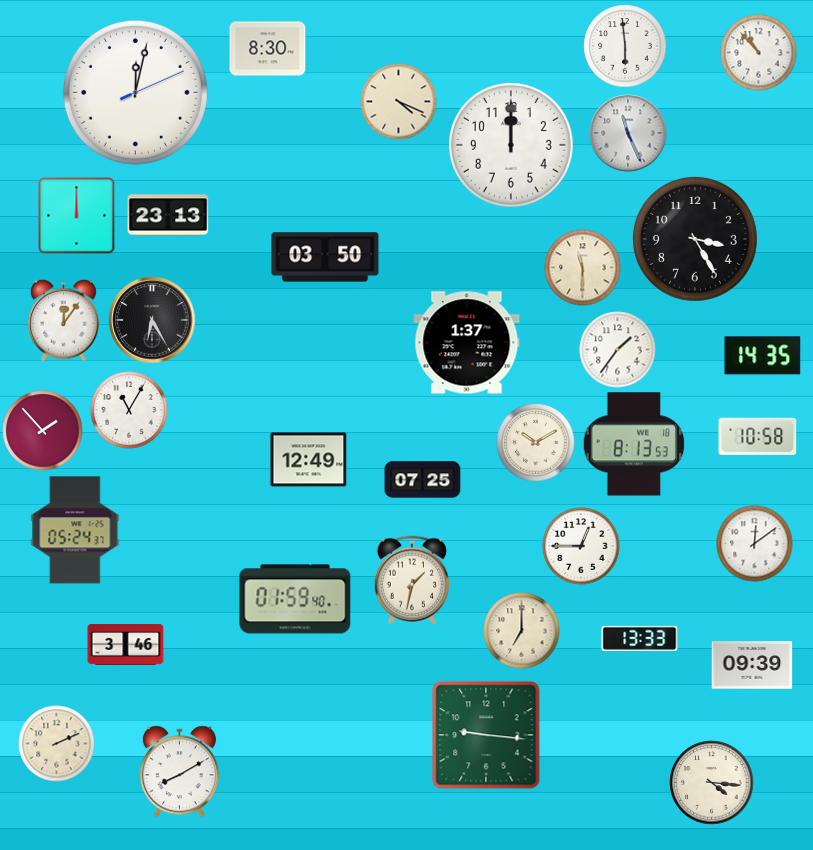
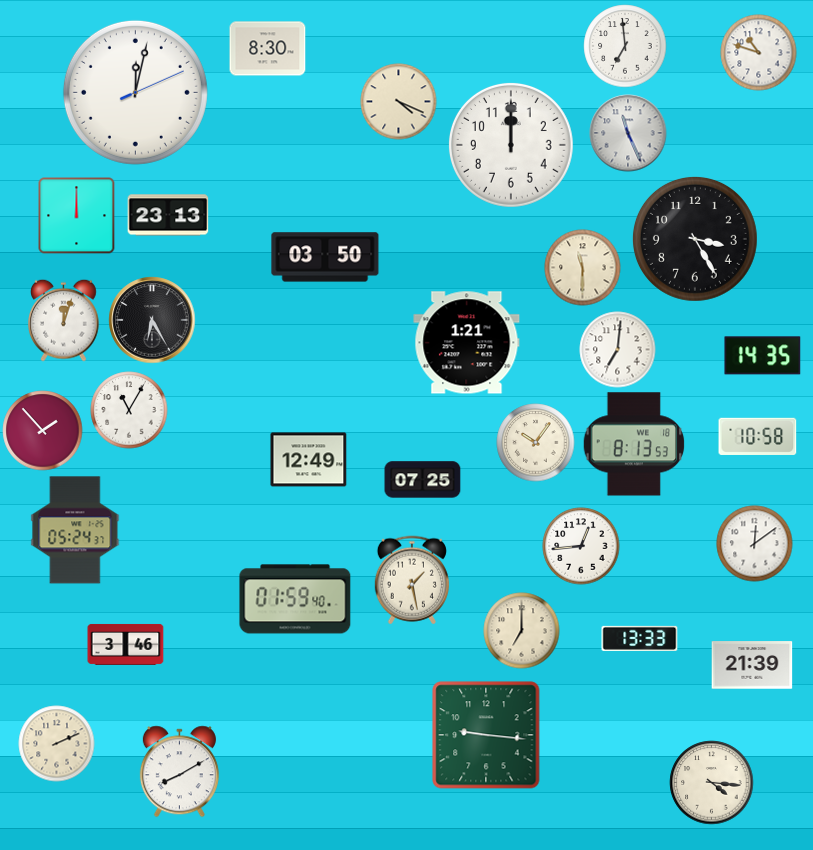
clock at (625, 46): 5:59 -> 6:59
clock at (759, 53): 10:53 -> 10:48
clock at (64, 320): 12:06 -> 12:03
clock at (467, 343): 1:37 -> 1:21
clock at (618, 350): 1:36 -> 7:01
clock at (536, 443): 10:10 -> 10:06
clock at (581, 546): 12:45 -> 12:44
clock at (412, 580): 1:32 -> 1:28
clock at (752, 665): 09:39 -> 21:39
